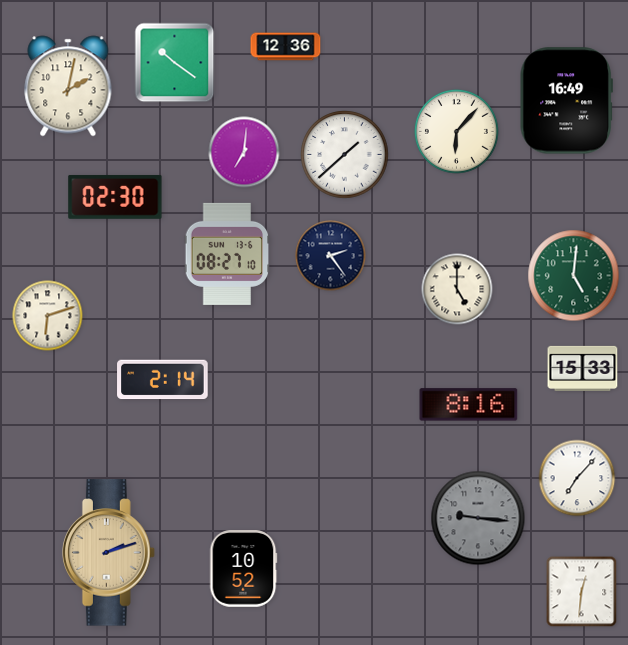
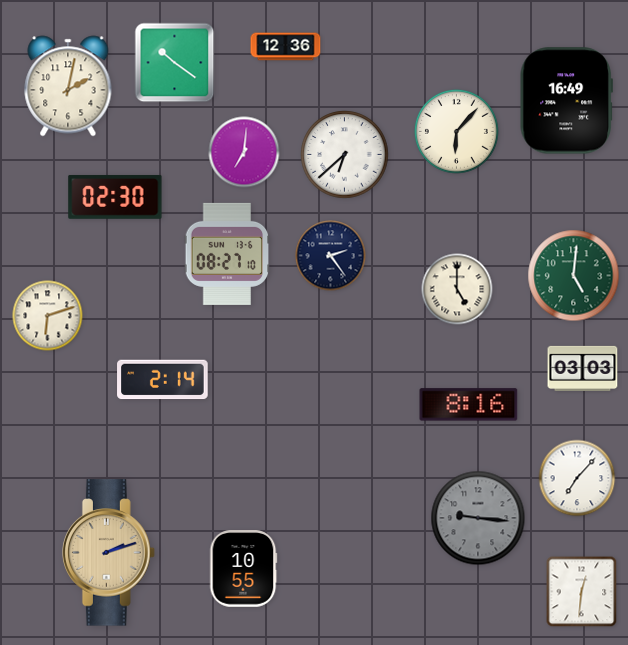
clock at (345, 155): 1:38 -> 6:38
clock at (583, 368): 15:33 -> 03:03
clock at (243, 569): 10:52 -> 10:55
